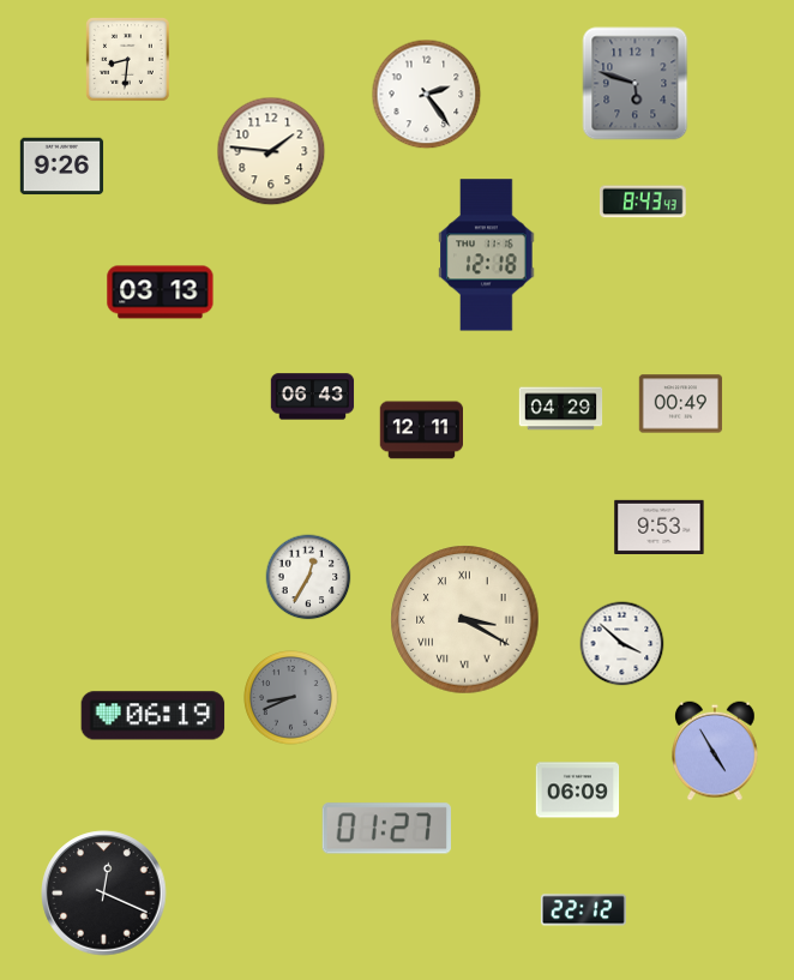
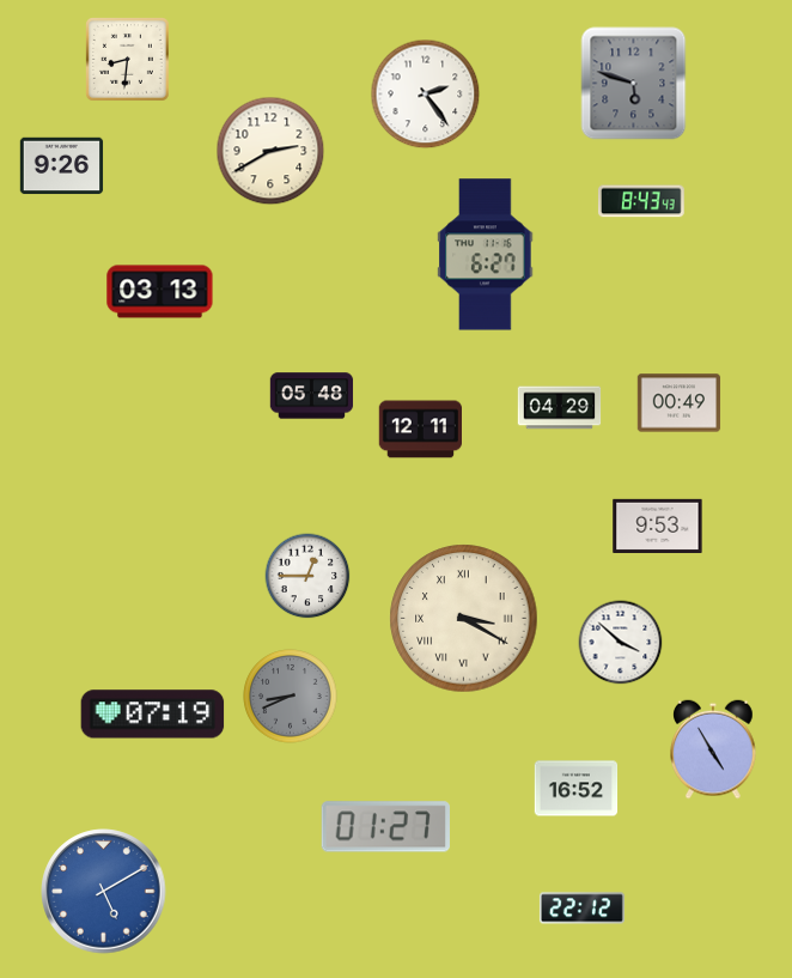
clock at (271, 151): 1:46 -> 2:40
clock at (487, 255): 12:18 -> 6:27
clock at (313, 397): 06:43 -> 05:48
clock at (308, 577): 12:35 -> 12:45
clock at (154, 716): 06:19 -> 07:19
clock at (578, 790): 06:09 -> 16:52
clock at (104, 894): 12:19 -> 5:10
clock at (104, 894) dial: black -> blue
